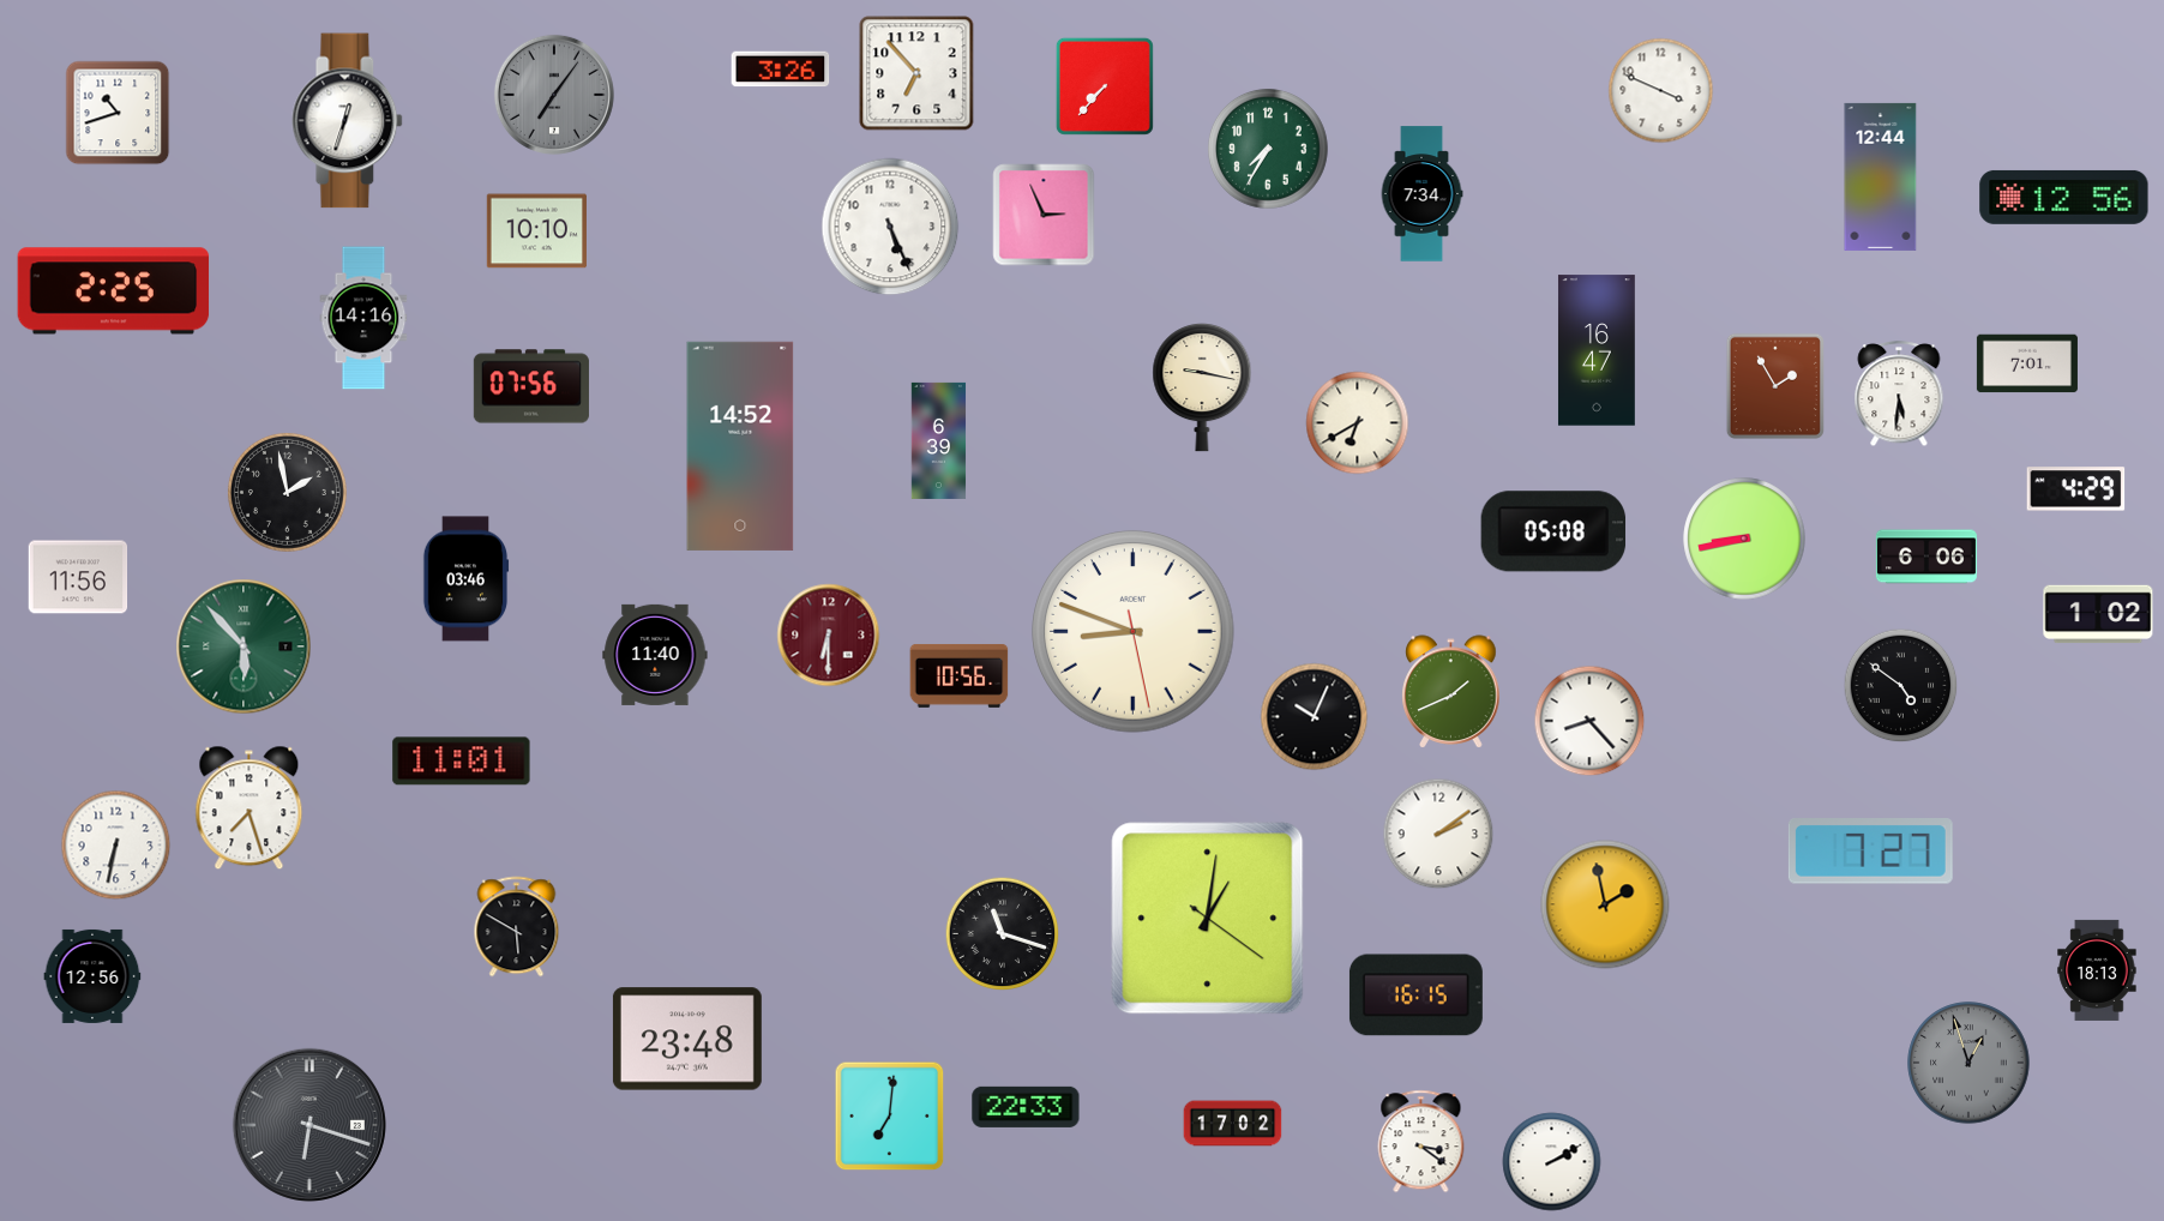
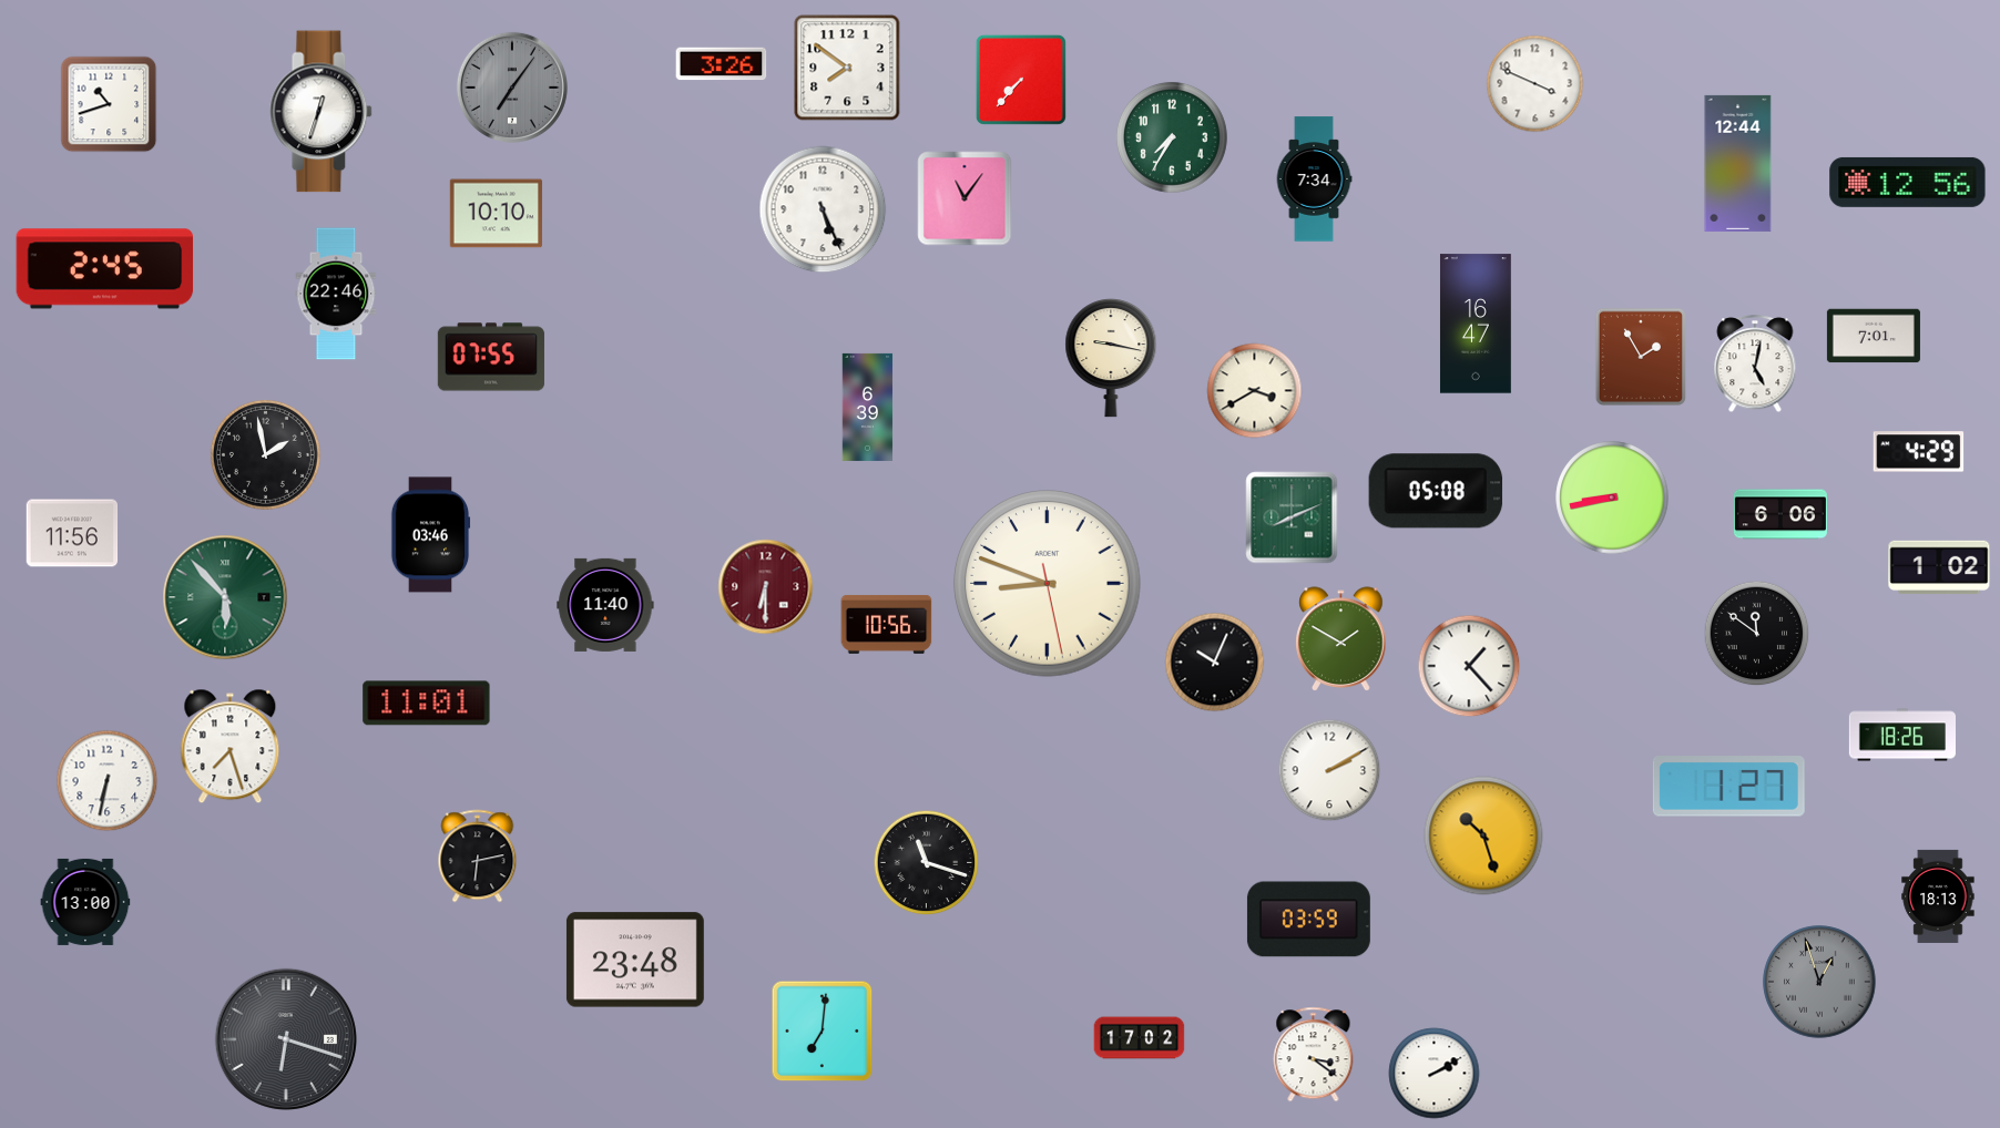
clock at (916, 73): 6:53 -> 7:51
clock at (1044, 215): 2:56 -> 11:06
clock at (114, 291): 2:25 -> 2:45
clock at (363, 318): 14:16 -> 22:46
clock at (531, 386): 07:56 -> 07:55
clock at (1899, 395): 5:31 -> 5:02
clock at (1358, 423): 6:40 -> 3:40
clock at (740, 446): 14:52 -> none
clock at (1292, 517): none -> 8:11
clock at (1901, 686): 4:51 -> 11:51
clock at (1451, 692): 1:41 -> 1:50
clock at (1589, 721): 8:23 -> 1:23
clock at (1901, 735): none -> 18:26
clock at (1438, 834): 2:09 -> 2:10
clock at (1870, 852): 7:27 -> 1:27
clock at (1605, 904): 1:58 -> 10:27
clock at (1208, 919): 1:01 -> none
clock at (517, 927): 5:50 -> 6:13
clock at (92, 976): 12:56 -> 13:00
clock at (1415, 996): 16:15 -> 03:59
clock at (1026, 1107): 22:33 -> none
